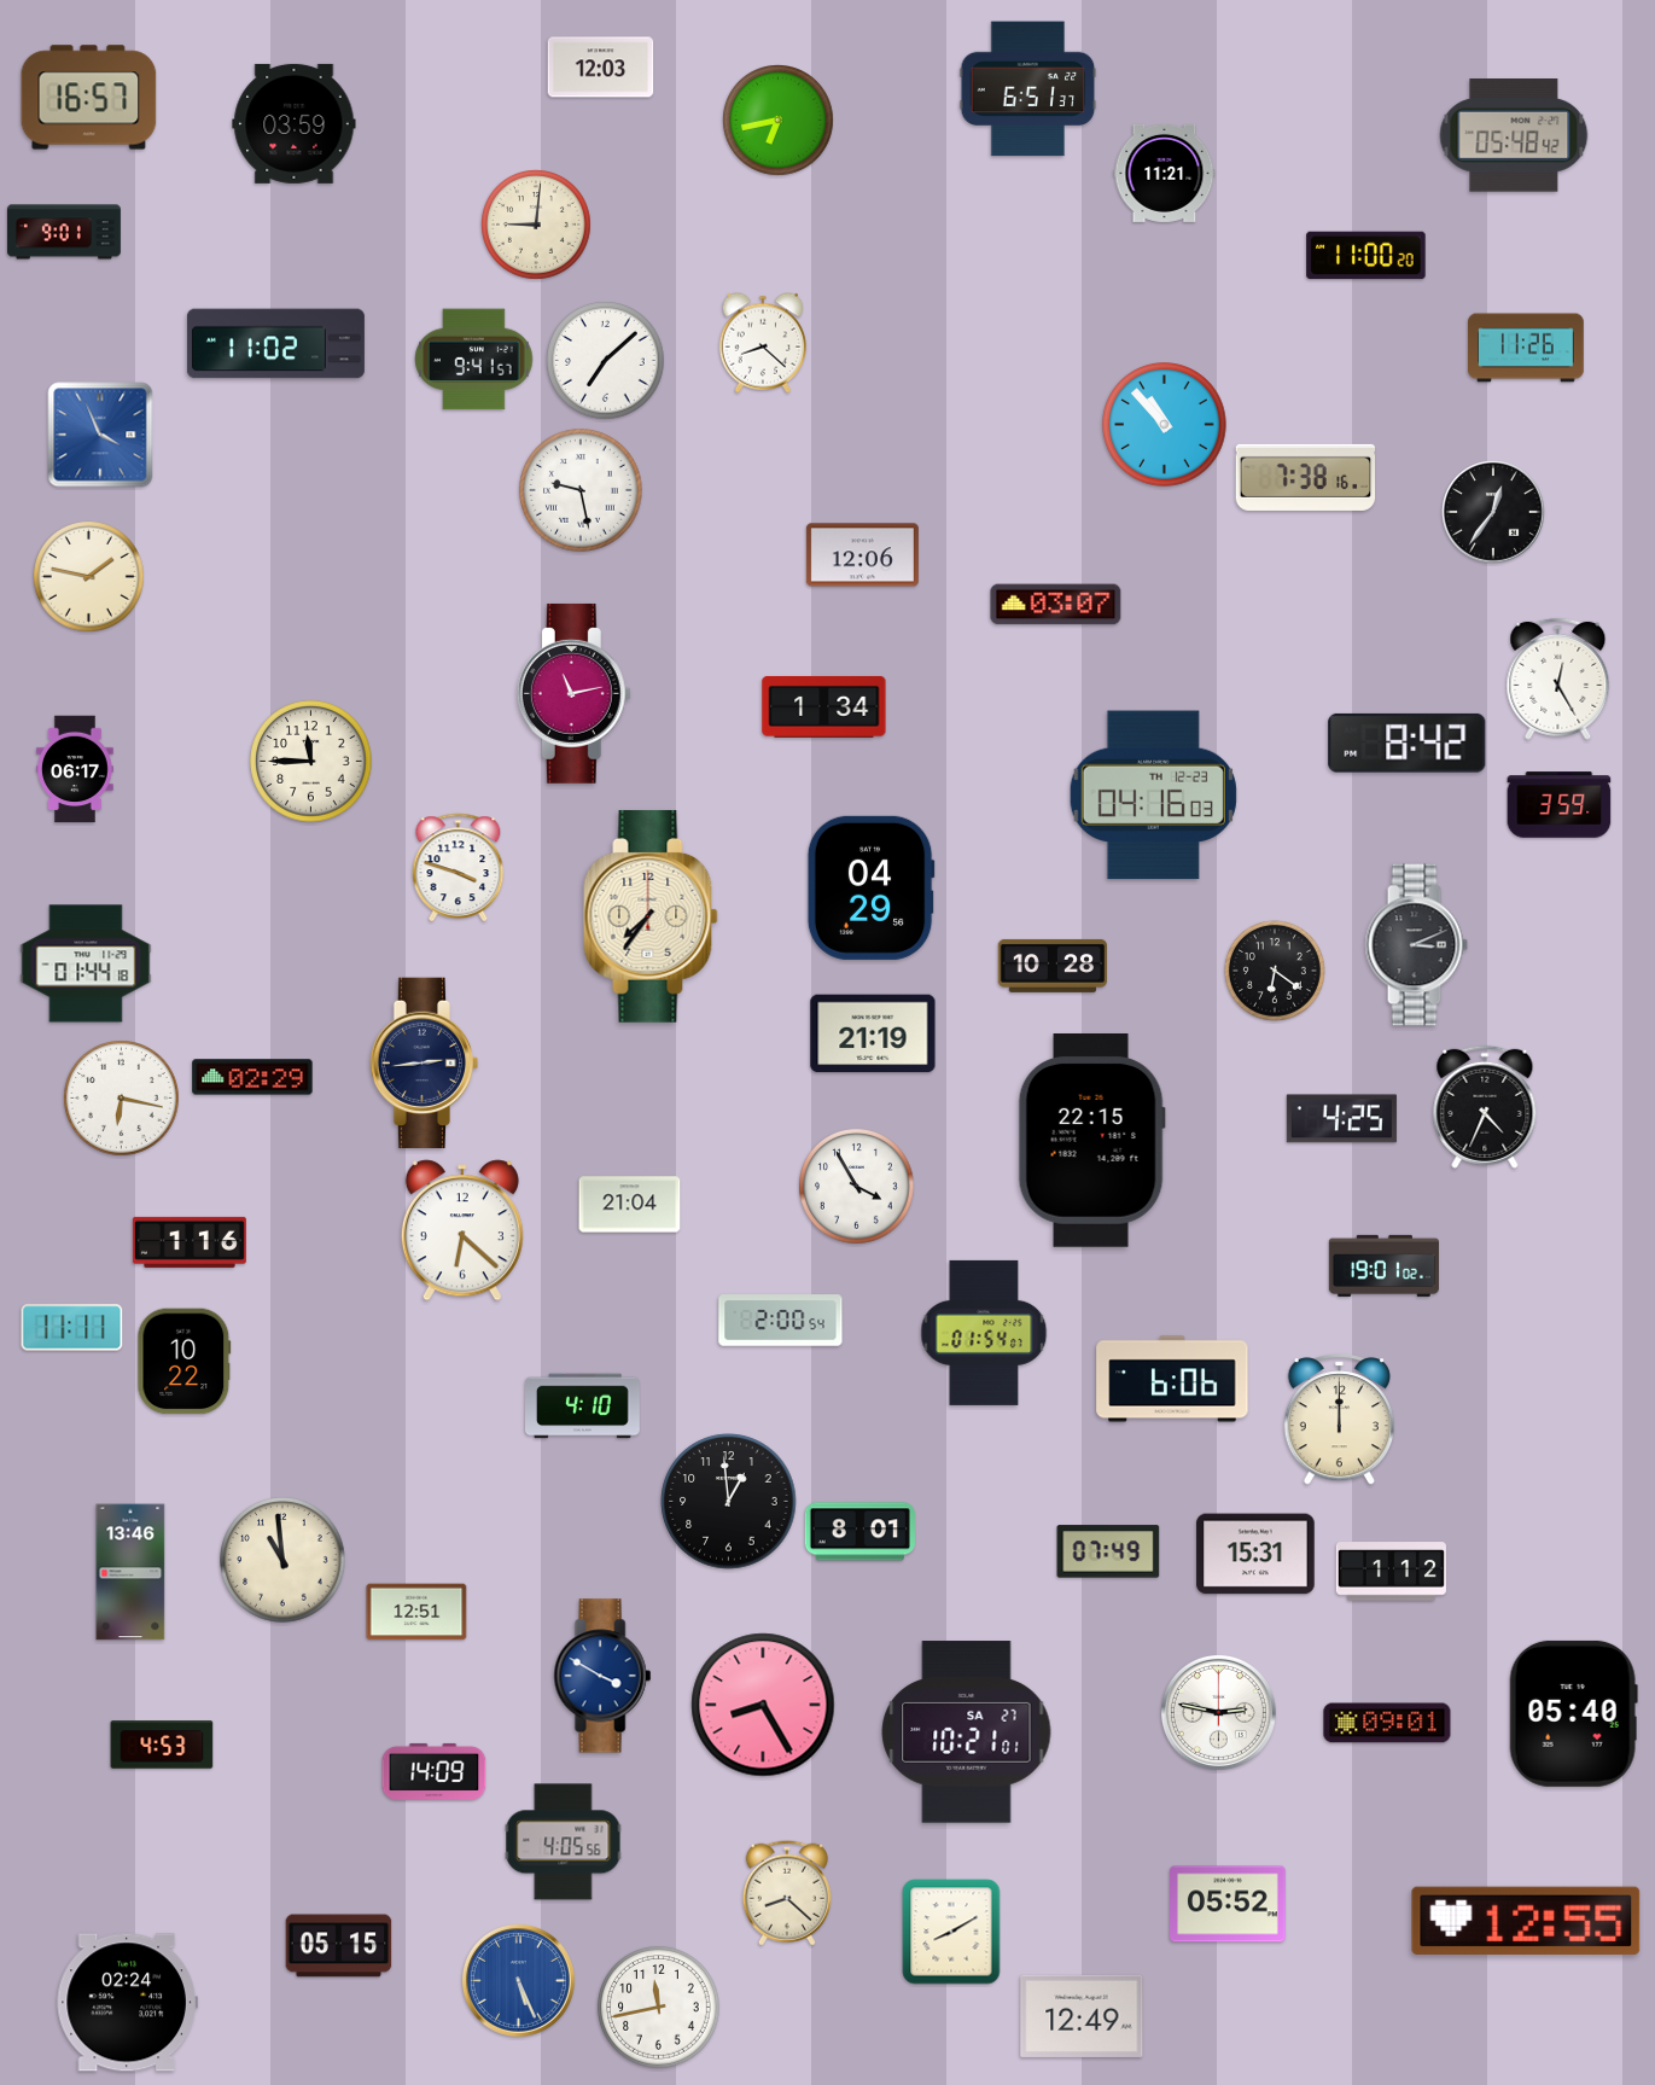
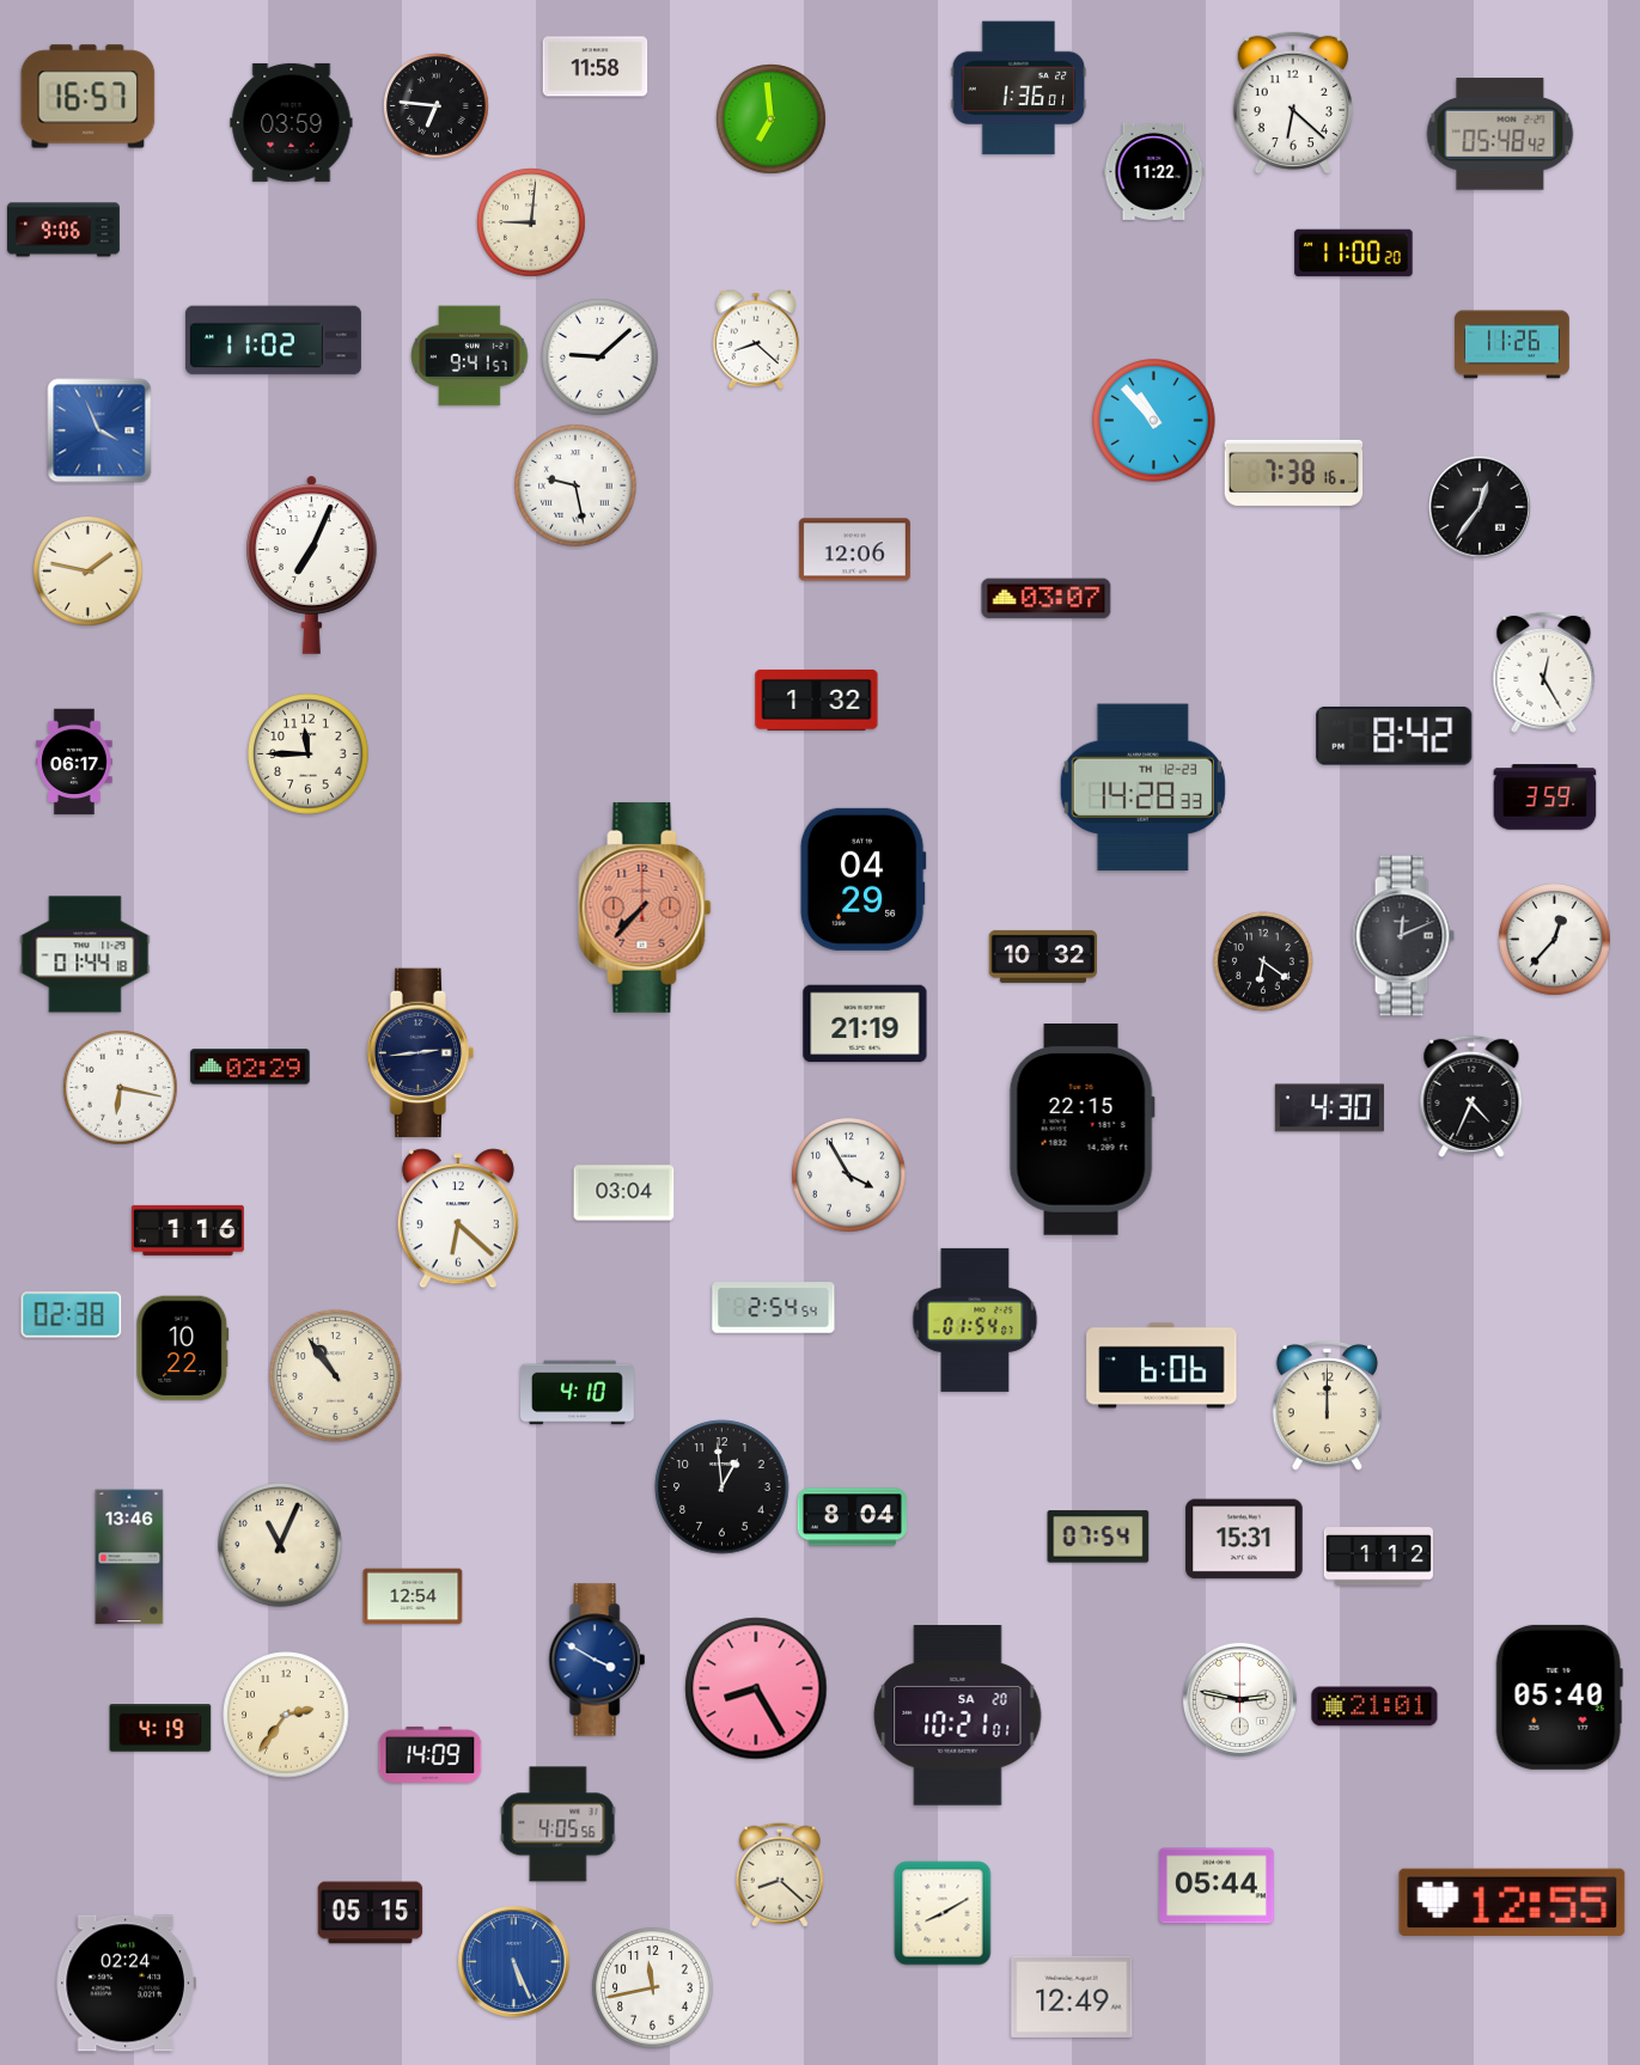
clock at (601, 68): 12:03 -> 11:58
clock at (1028, 89): 6:51 -> 1:36
clock at (1292, 103): none -> 6:22
clock at (435, 105): none -> 6:46
clock at (779, 121): 6:43 -> 6:59
clock at (1165, 173): 11:21 -> 11:22
clock at (64, 232): 9:01 -> 9:06
clock at (606, 361): 7:08 -> 9:08
clock at (312, 564): none -> 7:04
clock at (573, 693): 11:13 -> none
clock at (824, 707): 1:34 -> 1:32
clock at (1153, 796): 04:16 -> 14:28
clock at (459, 868): 3:48 -> none
clock at (651, 916): 7:36 -> 7:37
clock at (651, 916) dial: cream -> salmon
clock at (1416, 945): 3:11 -> 12:11
clock at (1555, 940): none -> 12:37
clock at (1051, 966): 10:28 -> 10:32
clock at (1341, 1119): 4:25 -> 4:30
clock at (630, 1205): 21:04 -> 03:04
clock at (1383, 1265): 19:01 -> none
clock at (781, 1321): 2:00 -> 2:54
clock at (72, 1328): 11:11 -> 02:38
clock at (336, 1376): none -> 10:54
clock at (859, 1532): 8:01 -> 8:04
clock at (1108, 1551): 07:49 -> 07:54
clock at (282, 1560): 10:59 -> 11:04
clock at (416, 1612): 12:51 -> 12:54
clock at (1218, 1712) position: (1218, 1712) -> (1239, 1699)
clock at (1387, 1723): 09:01 -> 21:01
clock at (286, 1715): none -> 2:36
clock at (967, 1732) date: SA 27 -> SA 20
clock at (162, 1745): 4:53 -> 4:19
clock at (1229, 1904): 05:52 -> 05:44
clock at (339, 1946) position: (339, 1946) -> (371, 1913)
